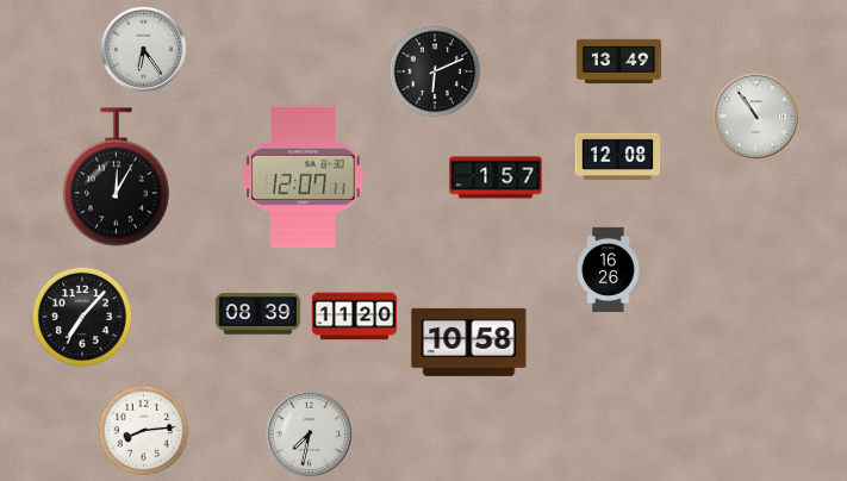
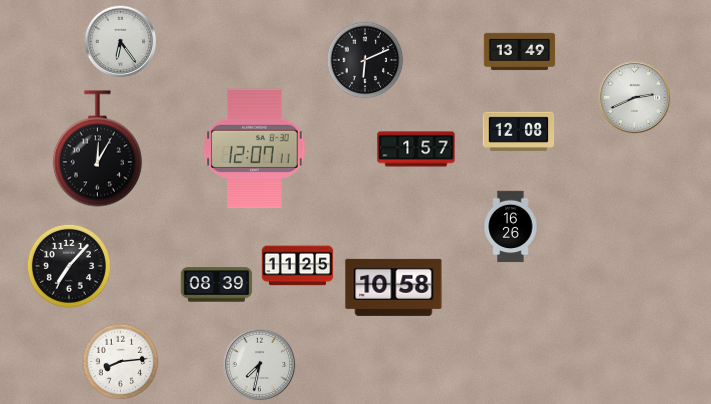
clock at (756, 117): 10:54 -> 2:41
clock at (259, 314) position: (259, 314) -> (217, 285)
clock at (355, 317): 11:20 -> 11:25
